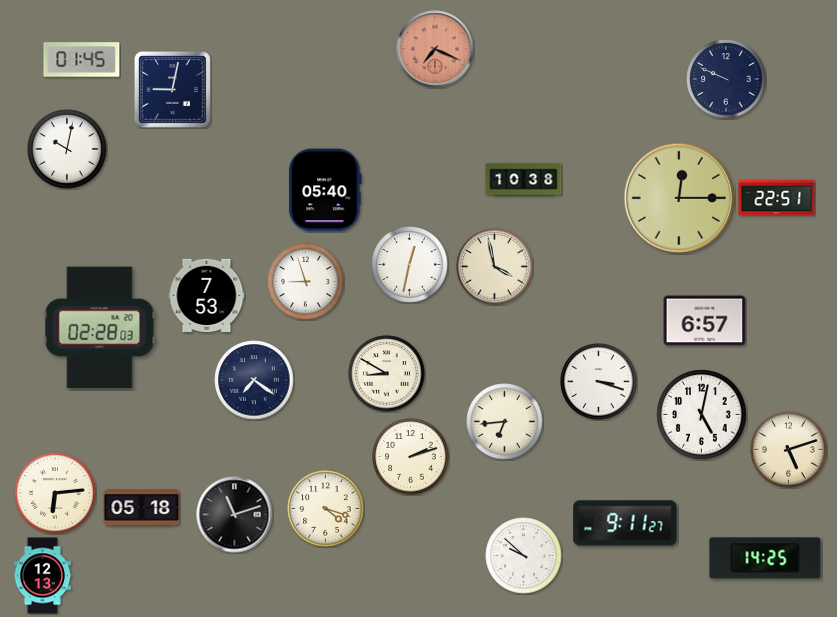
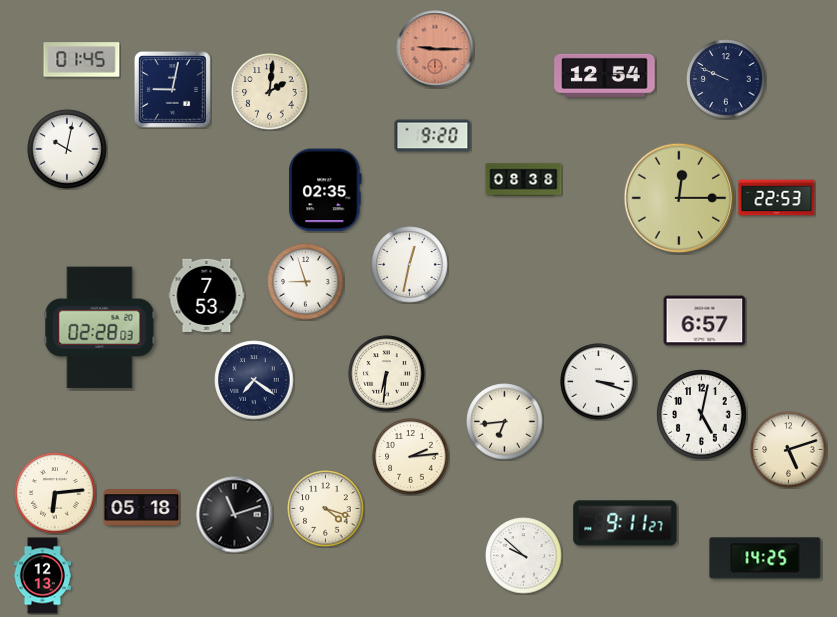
clock at (435, 49): 7:19 -> 9:15
clock at (605, 75): none -> 12:54
clock at (270, 92): none -> 2:01
clock at (433, 136): none -> 9:20
clock at (524, 180): 10:38 -> 08:38
clock at (325, 190): 05:40 -> 02:35
clock at (777, 198): 22:51 -> 22:53
clock at (495, 267): 3:58 -> none
clock at (387, 374): 8:50 -> 6:31
clock at (411, 457): 2:12 -> 2:14
